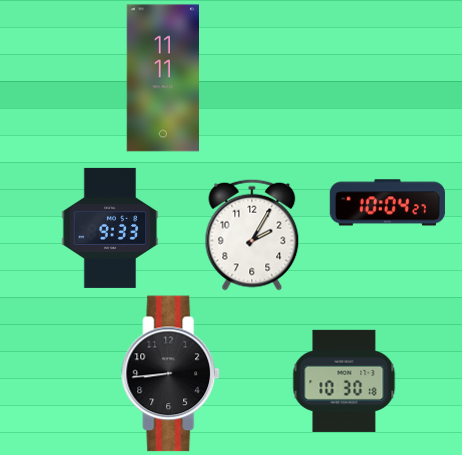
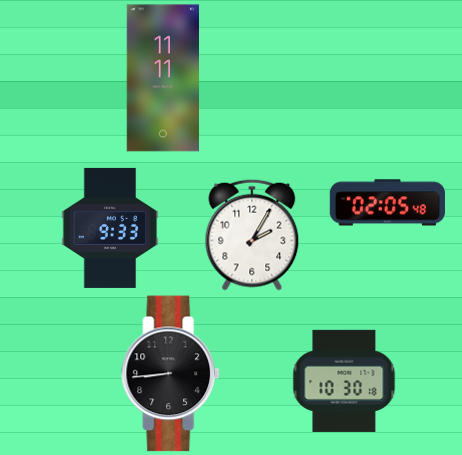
clock at (387, 203): 10:04 -> 02:05
